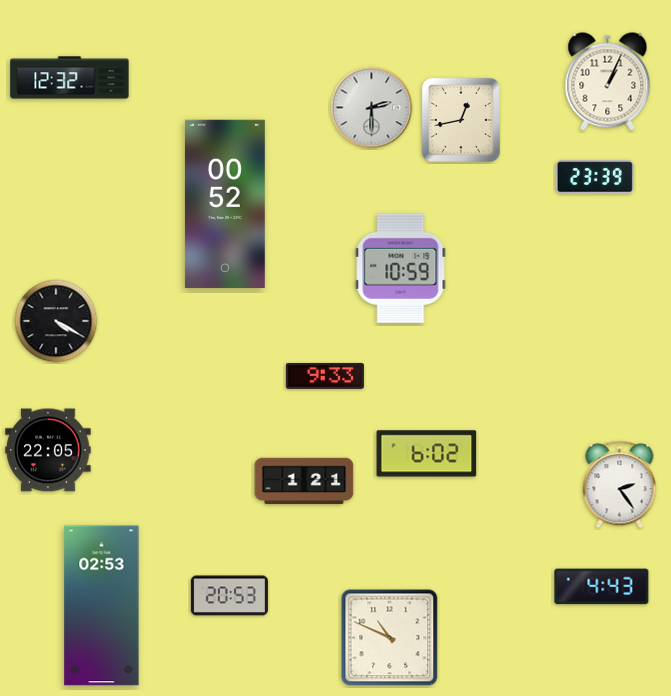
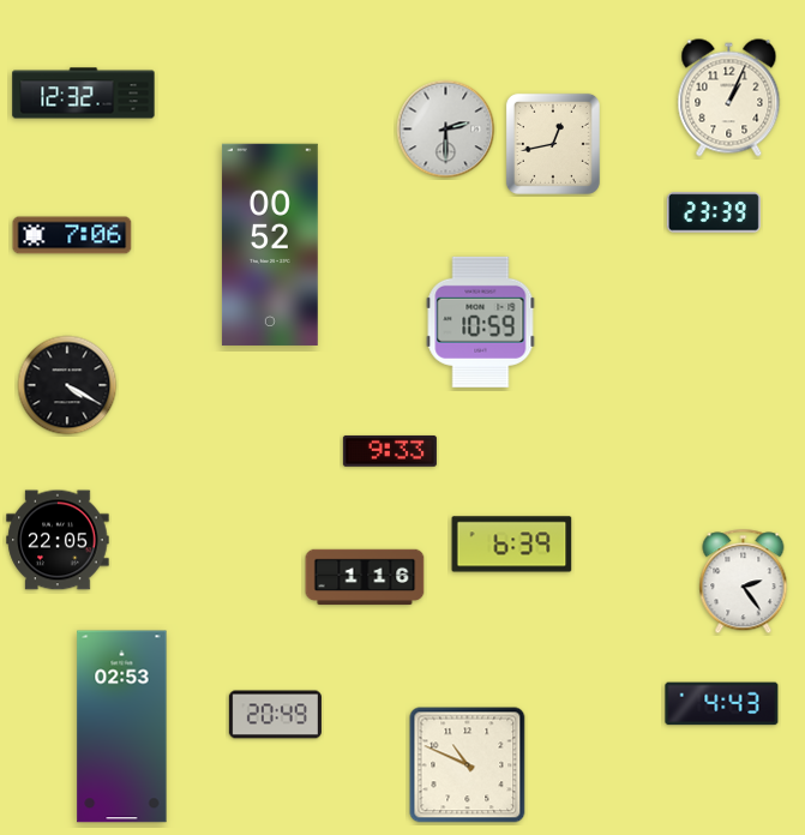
clock at (72, 235): none -> 7:06
clock at (427, 454): 6:02 -> 6:39
clock at (304, 481): 1:21 -> 1:16
clock at (229, 596): 20:53 -> 20:49
